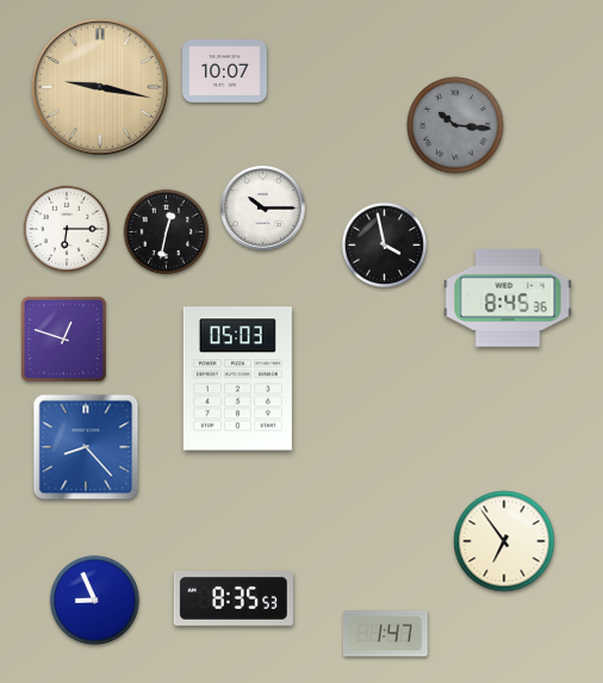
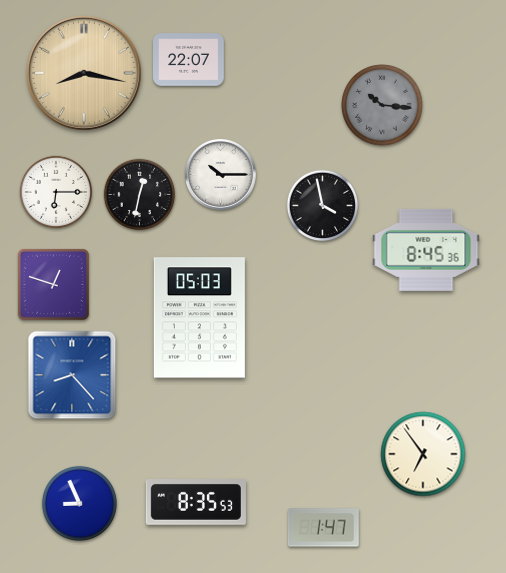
clock at (225, 72): 10:07 -> 22:07
clock at (100, 87): 9:17 -> 8:17
clock at (385, 634) position: (385, 634) -> (323, 528)
